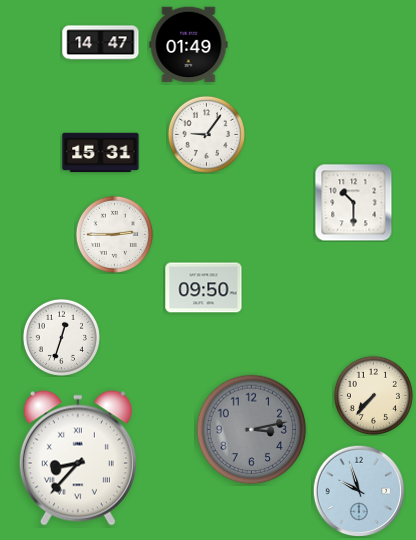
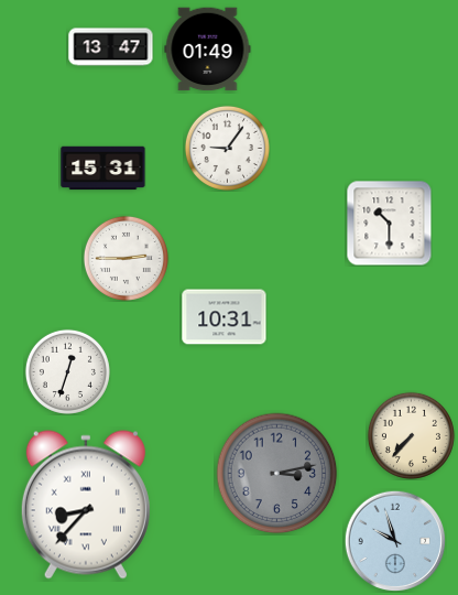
clock at (101, 43): 14:47 -> 13:47
clock at (101, 153) position: (101, 153) -> (103, 169)
clock at (204, 288): 09:50 -> 10:31
